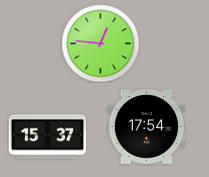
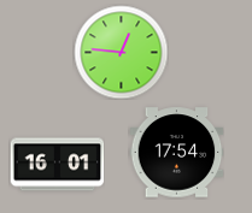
clock at (47, 137): 15:37 -> 16:01
